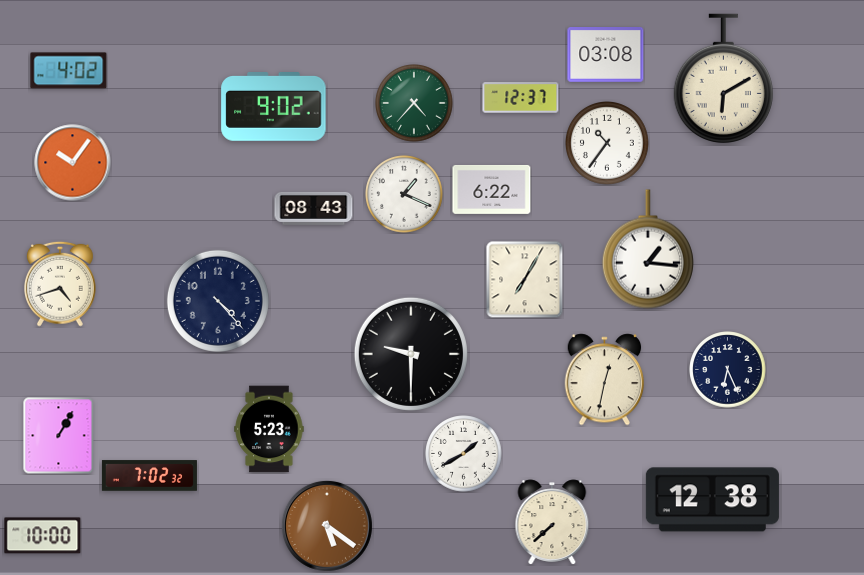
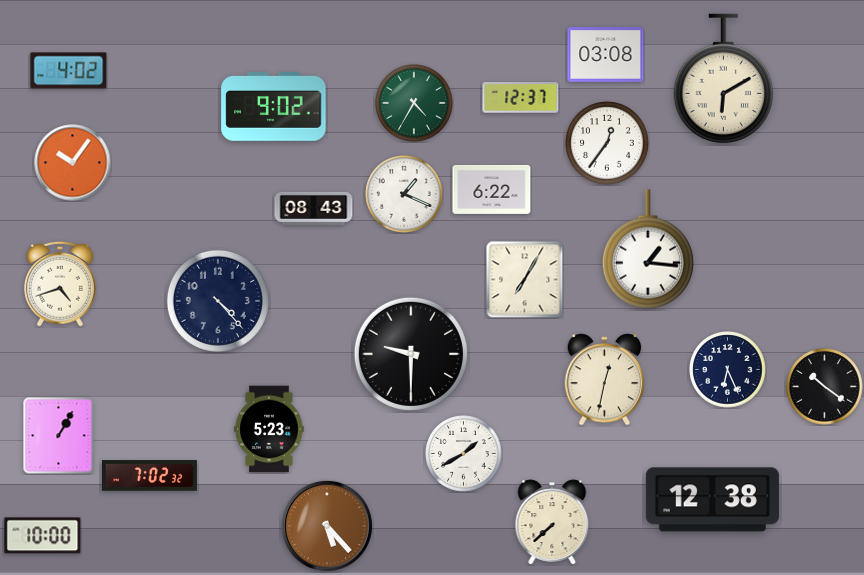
clock at (414, 103): 4:37 -> 4:35
clock at (608, 144): 10:36 -> 12:36
clock at (825, 387): none -> 10:21
clock at (327, 526): 5:21 -> 5:23
